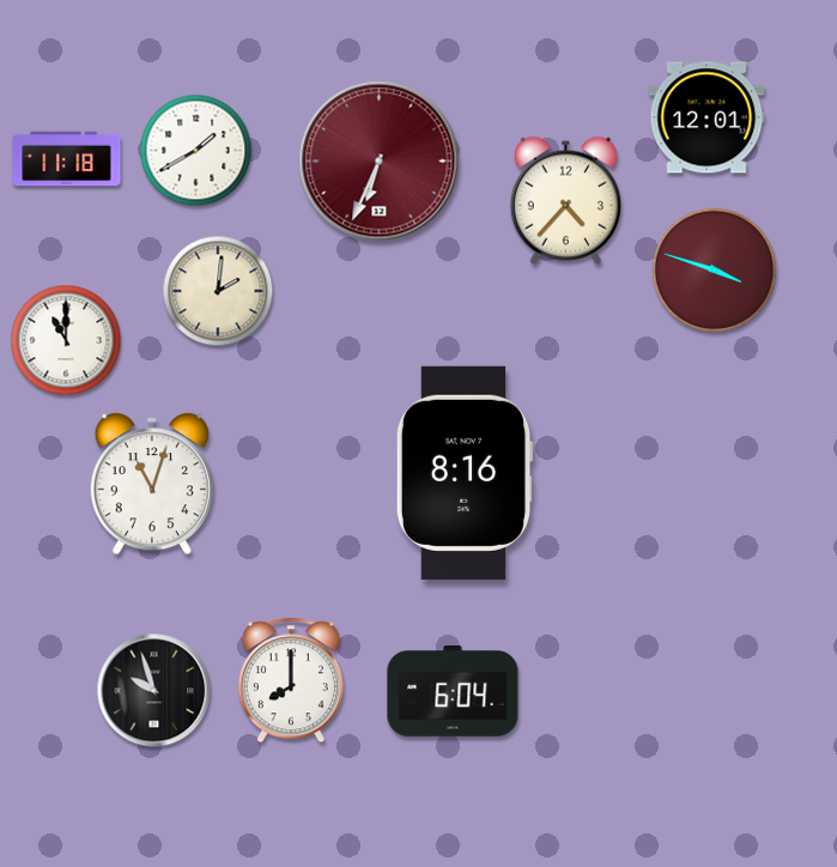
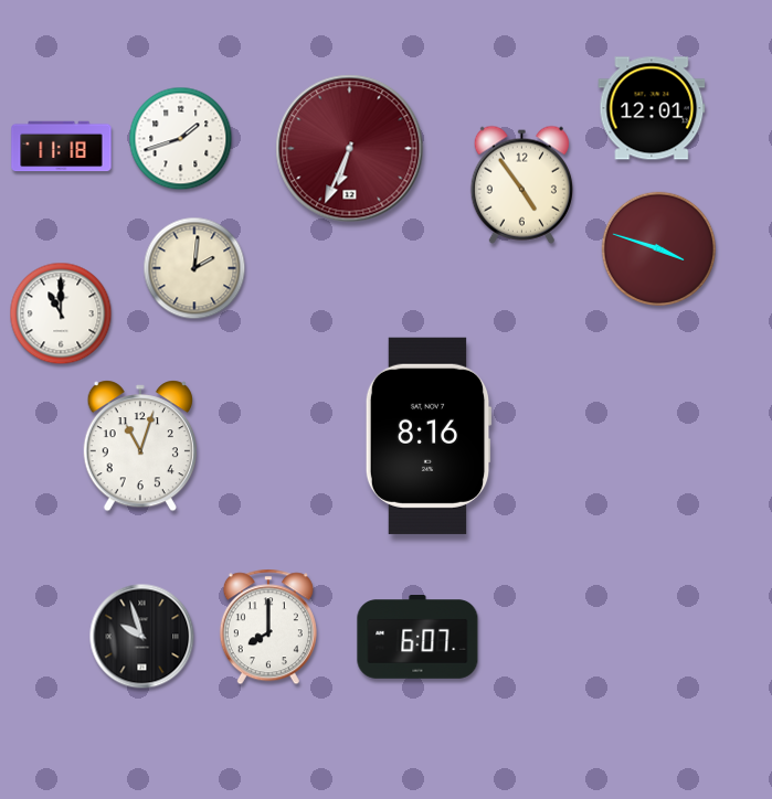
clock at (196, 151): 1:40 -> 1:42
clock at (565, 200): 4:37 -> 4:54
clock at (218, 291) position: (218, 291) -> (194, 268)
clock at (453, 692): 6:04 -> 6:07
